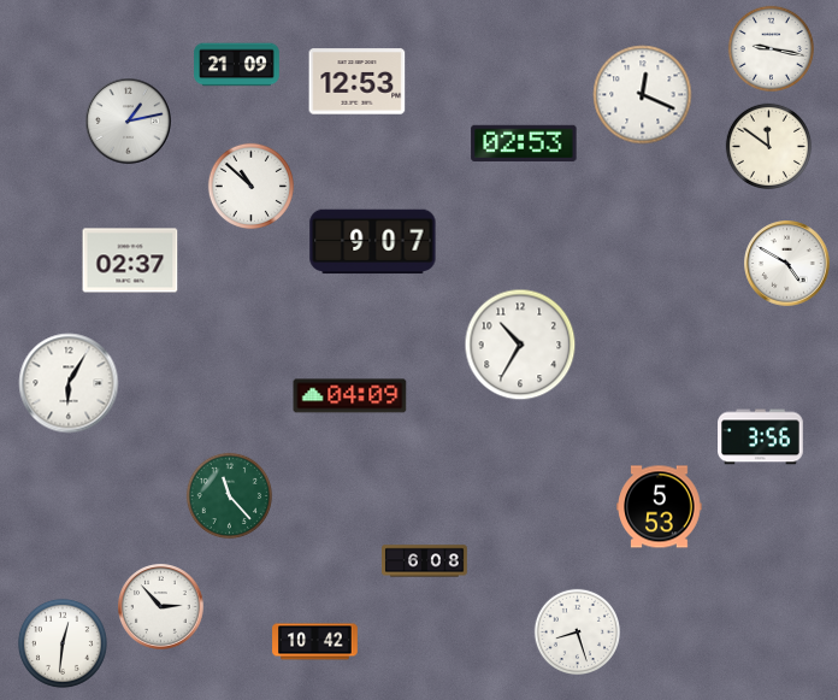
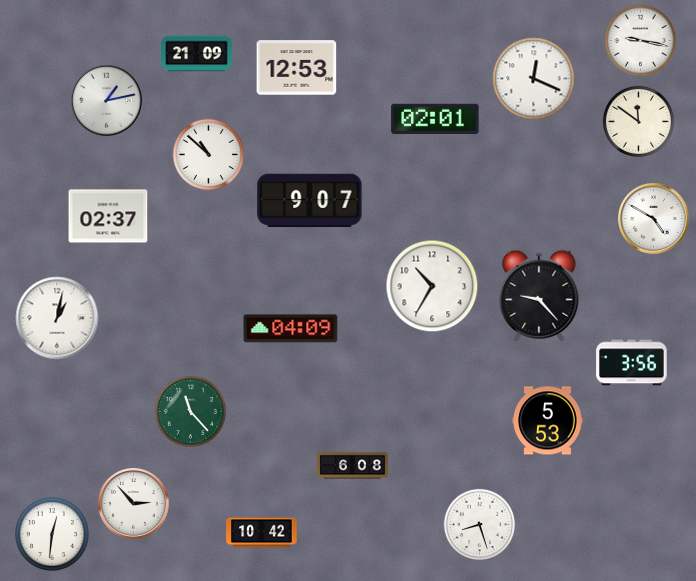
clock at (524, 142): 02:53 -> 02:01
clock at (539, 296): none -> 9:23
clock at (69, 383): 6:05 -> 1:02
